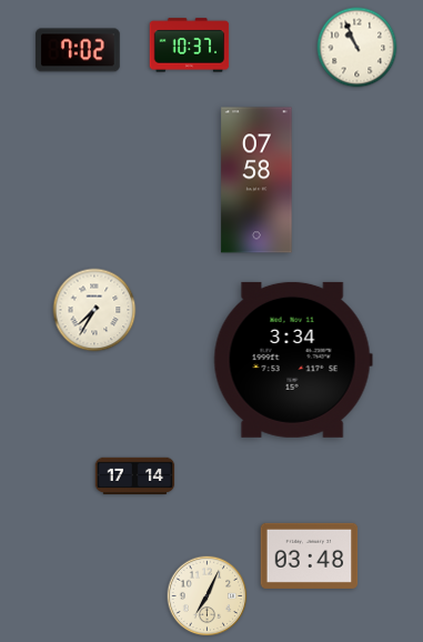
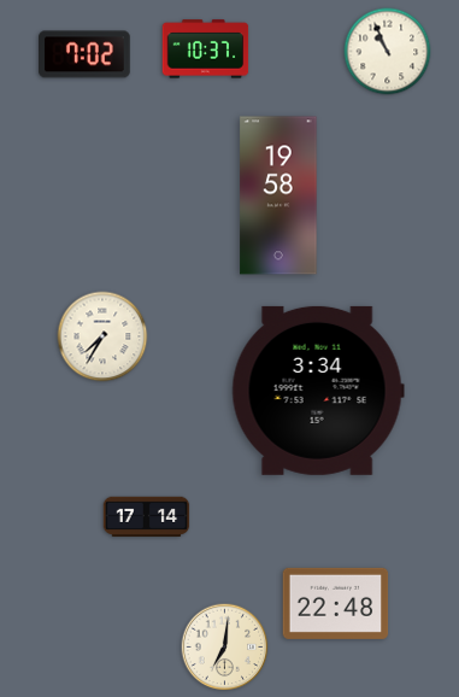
clock at (256, 180): 07:58 -> 19:58
clock at (310, 555): 03:48 -> 22:48
clock at (208, 596): 7:04 -> 7:01
